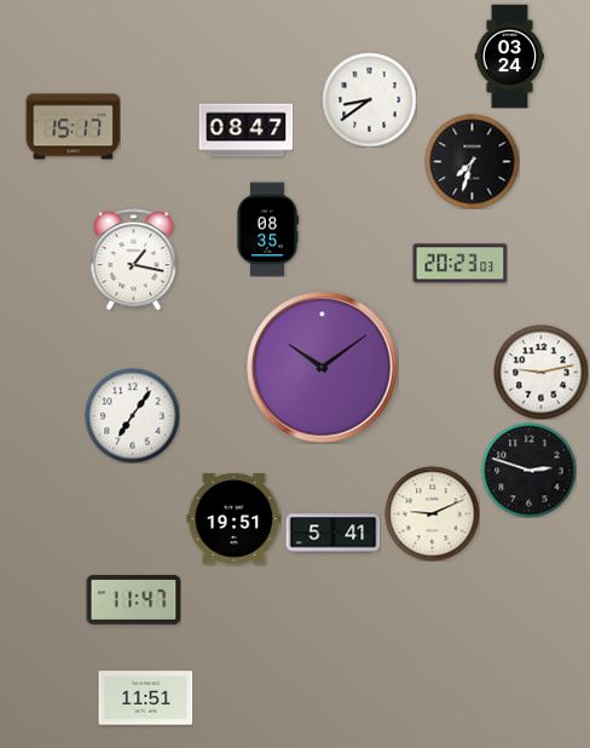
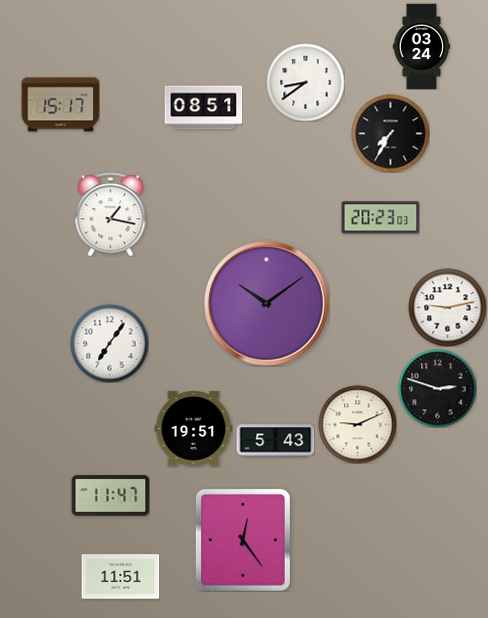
clock at (245, 131): 08:47 -> 08:51
clock at (472, 161): 7:33 -> 7:35
clock at (266, 229): 08:35 -> none
clock at (332, 534): 5:41 -> 5:43
clock at (243, 540): none -> 12:24
